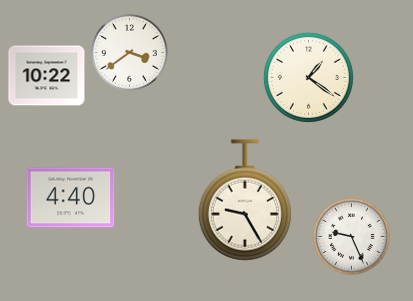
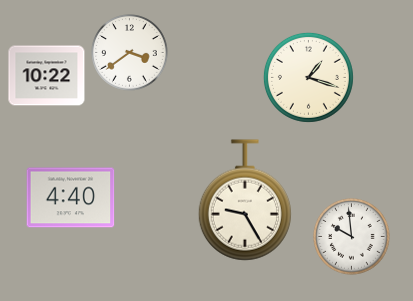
clock at (308, 77): 1:21 -> 1:18
clock at (352, 237): 9:26 -> 9:59
